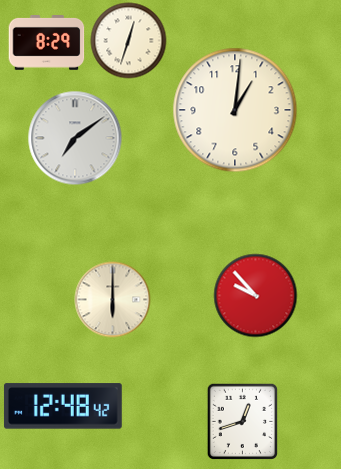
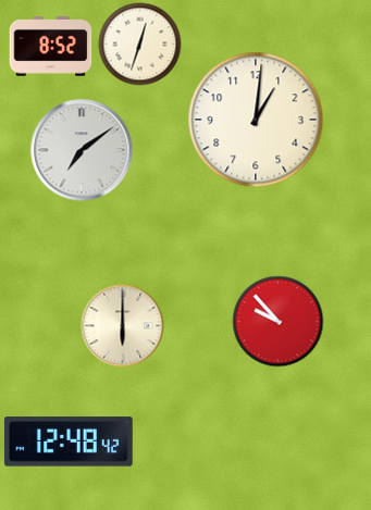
clock at (47, 43): 8:29 -> 8:52
clock at (242, 421): 12:42 -> none
